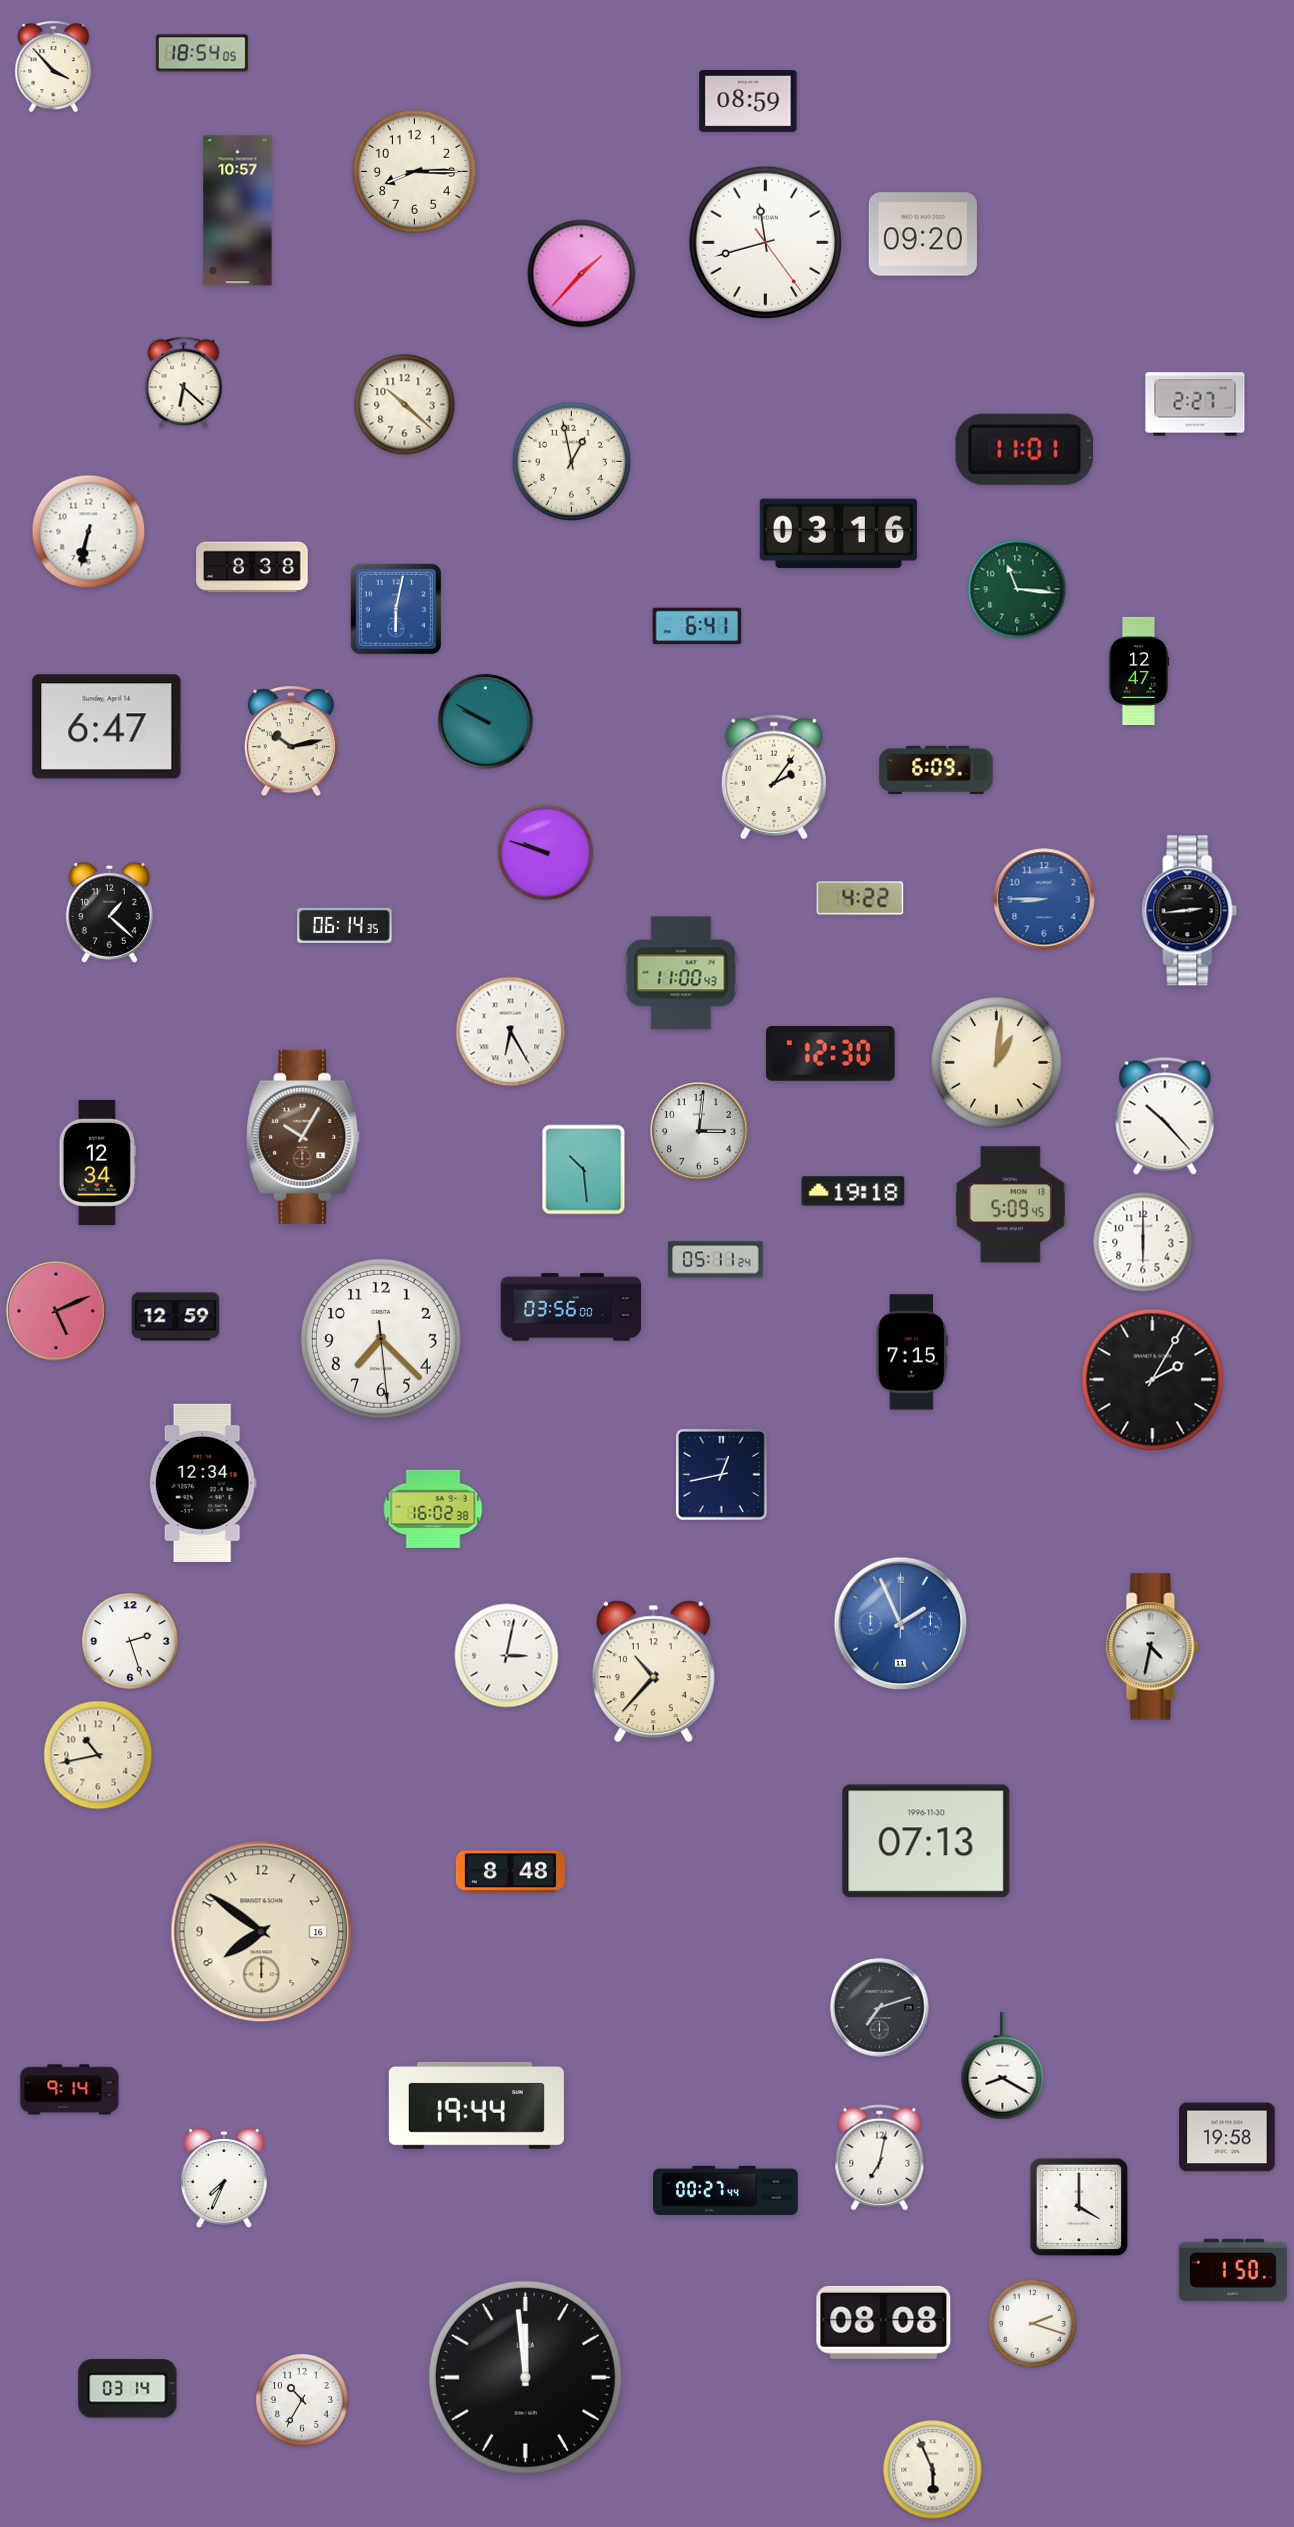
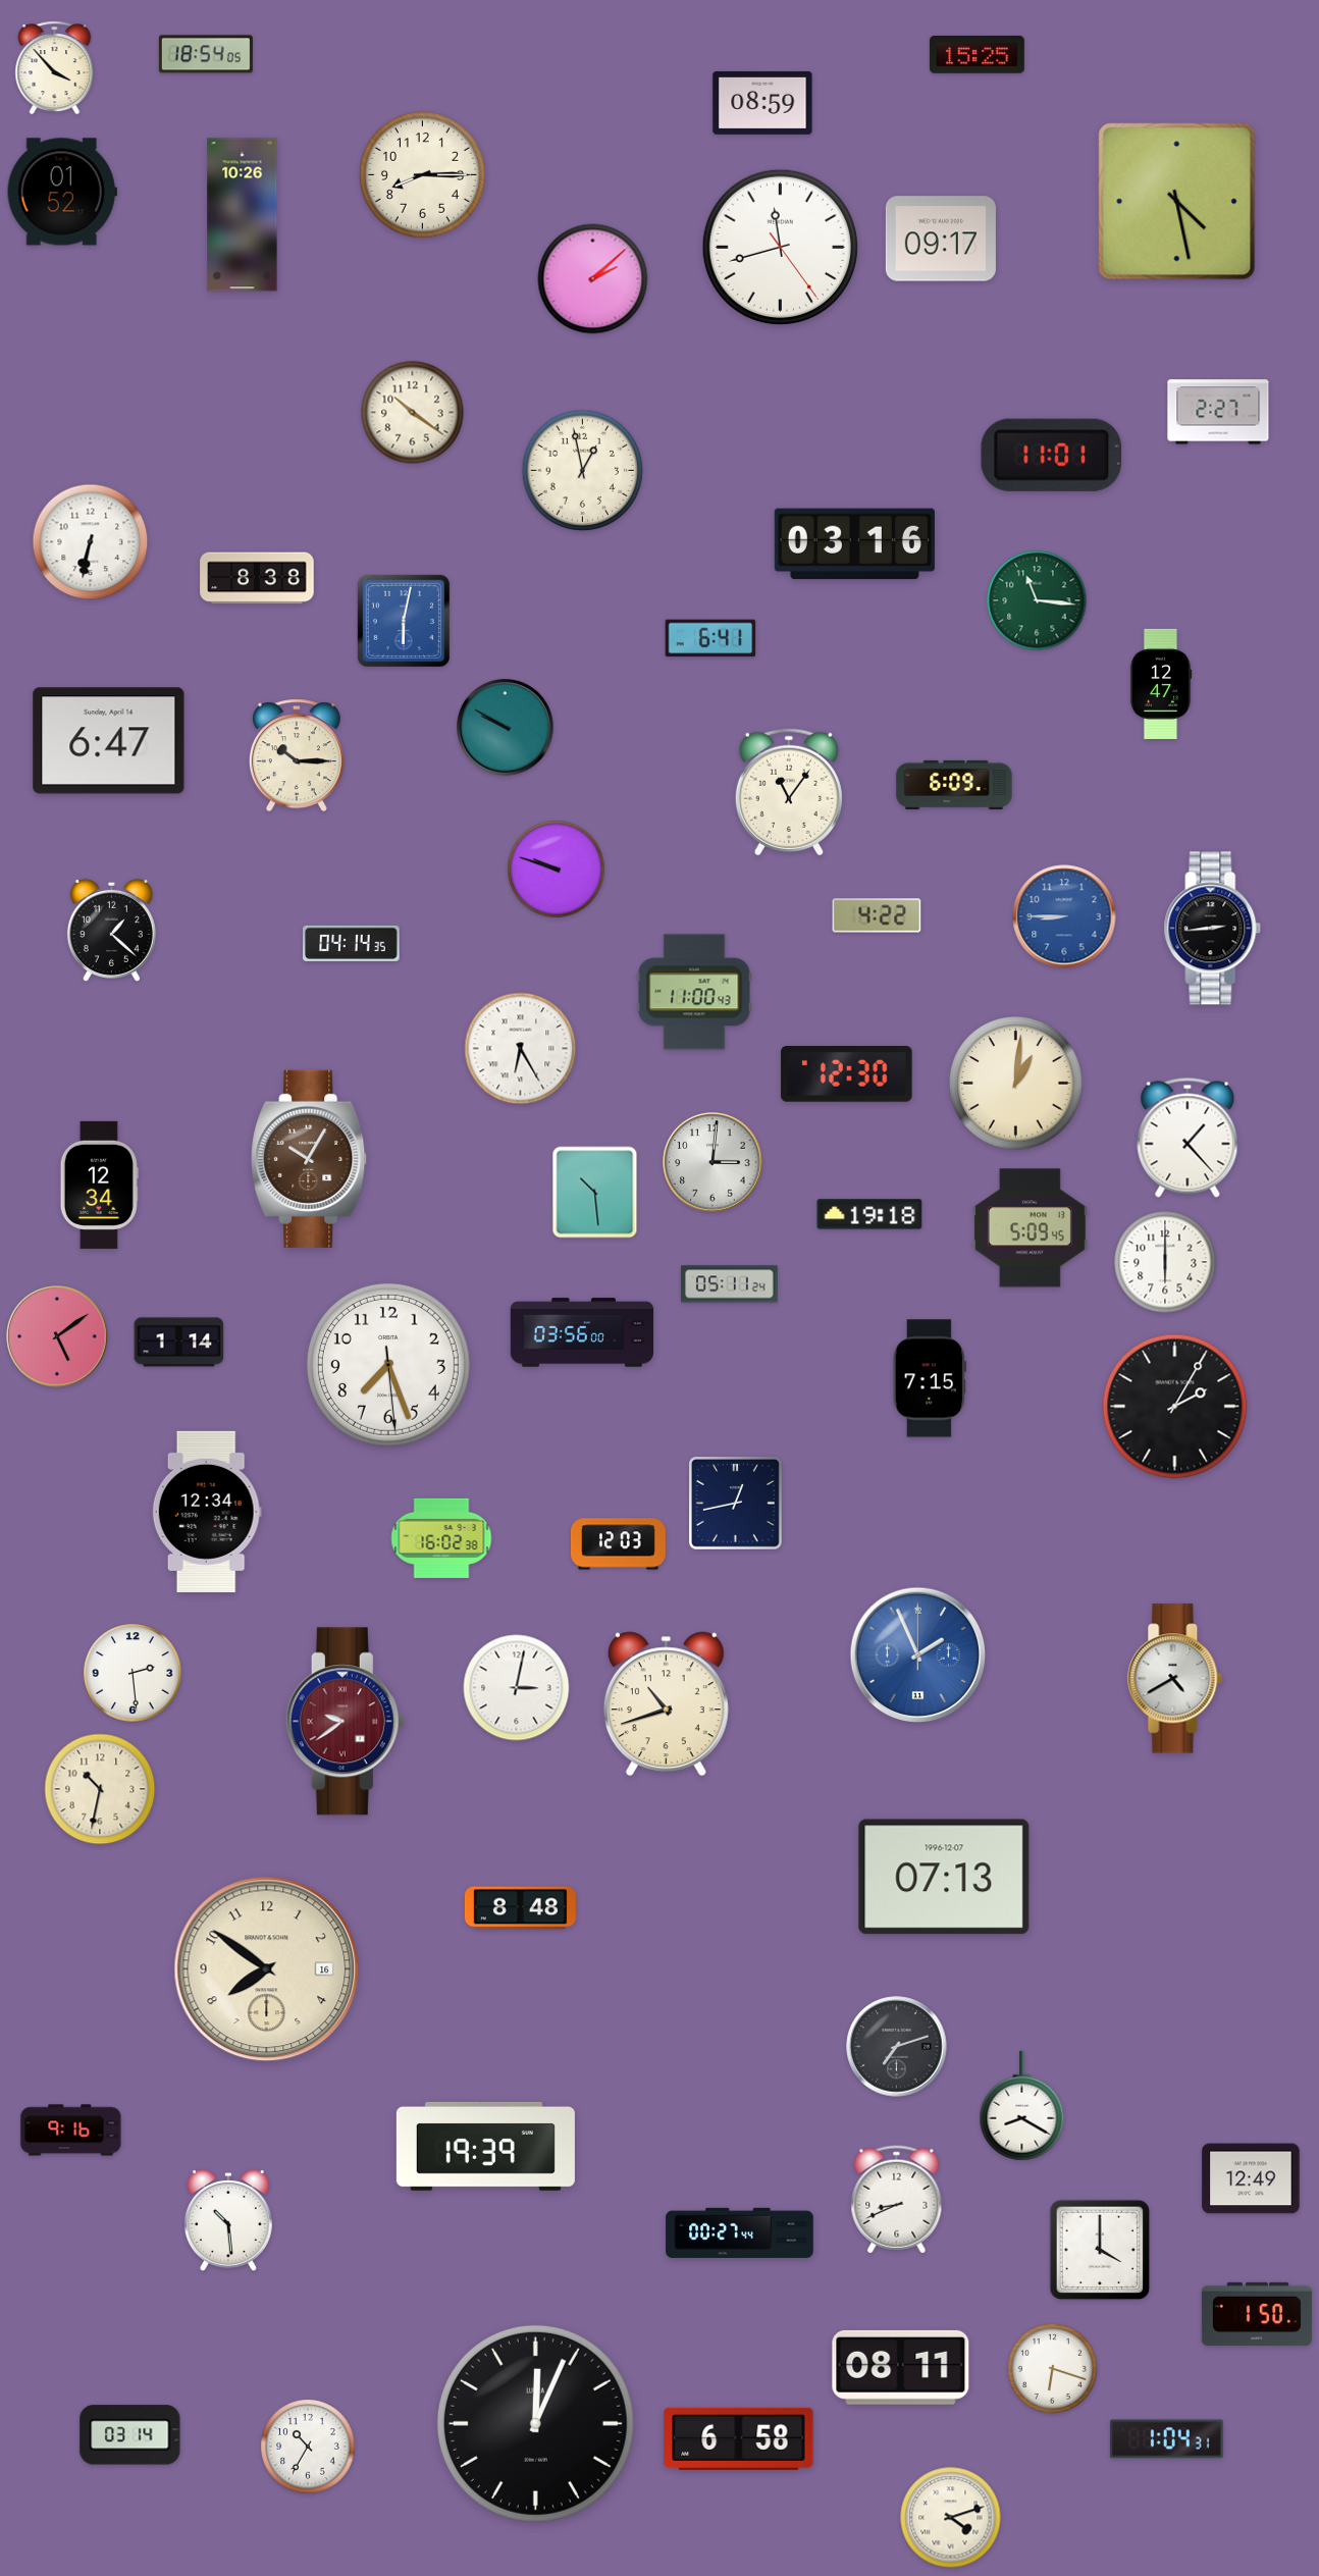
clock at (977, 55): none -> 15:25
clock at (62, 192): none -> 01:52
clock at (1177, 202): none -> 4:28
clock at (238, 211): 10:57 -> 10:26
clock at (923, 234): 09:20 -> 09:17
clock at (582, 274): 1:37 -> 2:08
clock at (184, 383): 6:22 -> none
clock at (405, 405): 10:22 -> 10:21
clock at (1024, 449) position: (1024, 449) -> (1051, 455)
clock at (486, 722) position: (486, 722) -> (506, 728)
clock at (291, 741): 10:13 -> 10:15
clock at (774, 777): 2:06 -> 11:06
clock at (345, 925): 06:14 -> 04:14
clock at (511, 1032) position: (511, 1032) -> (521, 1049)
clock at (1165, 1116): 10:23 -> 1:23
clock at (699, 1131) position: (699, 1131) -> (713, 1162)
clock at (1143, 1242) position: (1143, 1242) -> (1165, 1262)
clock at (56, 1311): 5:11 -> 5:09
clock at (176, 1317): 12:59 -> 1:14
clock at (381, 1339): 7:22 -> 7:26
clock at (618, 1544): none -> 12:03
clock at (130, 1641): 2:27 -> 2:29
clock at (1153, 1647): 4:32 -> 4:40
clock at (653, 1672): 10:37 -> 10:42
clock at (345, 1722): none -> 9:39
clock at (98, 1755): 10:43 -> 10:32
clock at (926, 1841) date: 1996-11-30 -> 1996-12-07
clock at (70, 2090): 9:14 -> 9:16
clock at (476, 2105): 19:44 -> 19:39
clock at (1227, 2137): 19:58 -> 12:49
clock at (880, 2158): 7:02 -> 8:41
clock at (224, 2179): 7:34 -> 10:29
clock at (884, 2322): 08:08 -> 08:11
clock at (1032, 2323): 2:18 -> 6:18
clock at (525, 2377): 11:59 -> 12:04
clock at (739, 2438): none -> 6:58
clock at (1166, 2439): none -> 1:04
clock at (933, 2470): 5:56 -> 4:12
